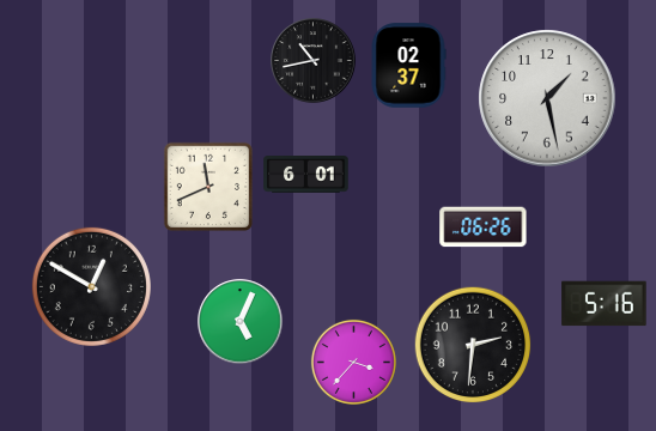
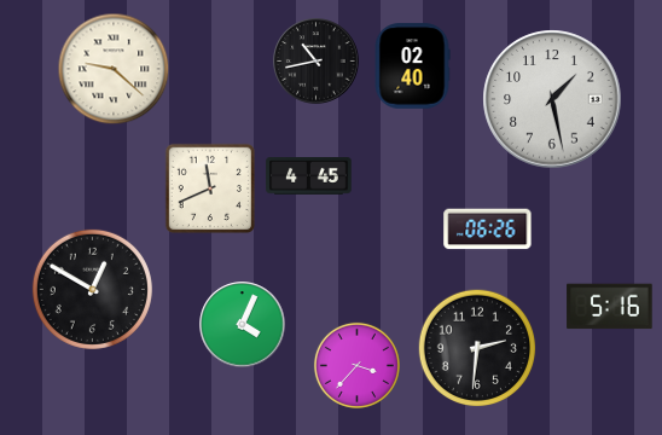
clock at (408, 66): 02:37 -> 02:40
clock at (114, 69): none -> 9:22
clock at (306, 175): 6:01 -> 4:45
clock at (241, 322): 5:04 -> 4:04
